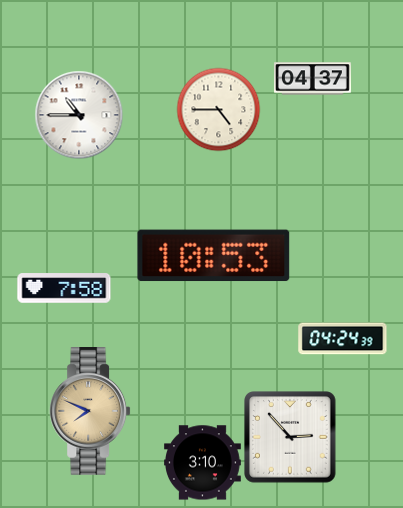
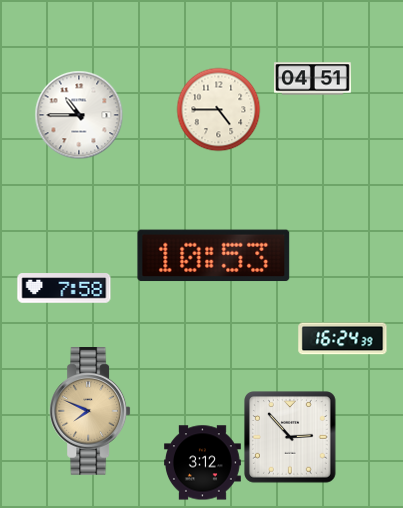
clock at (313, 79): 04:37 -> 04:51
clock at (343, 339): 04:24 -> 16:24
clock at (203, 463): 3:10 -> 3:12
